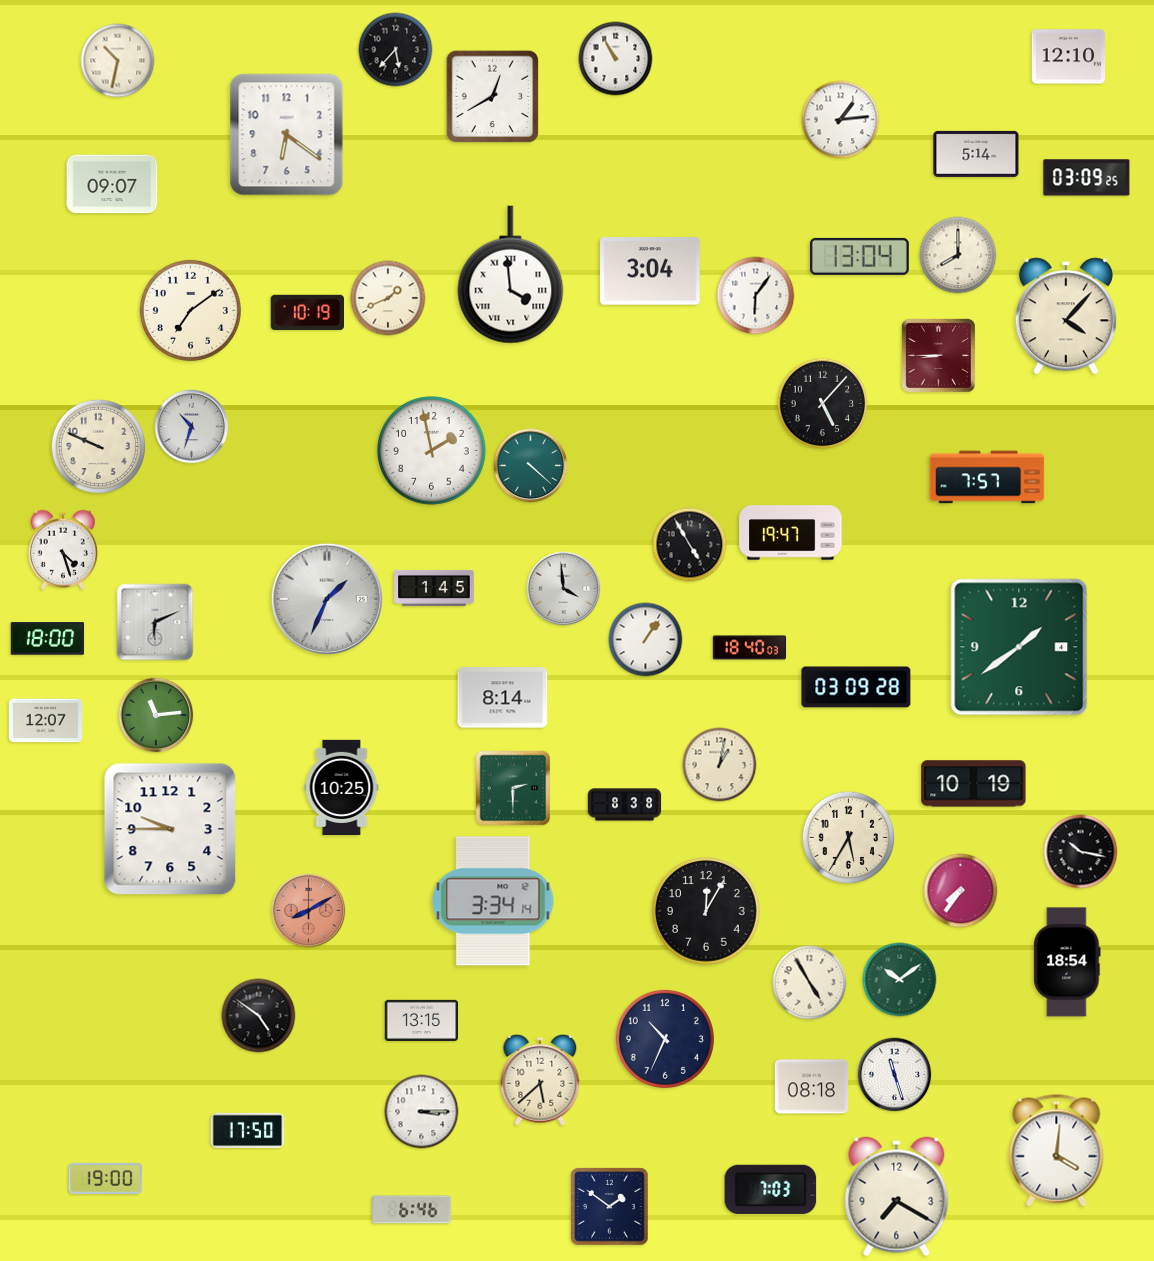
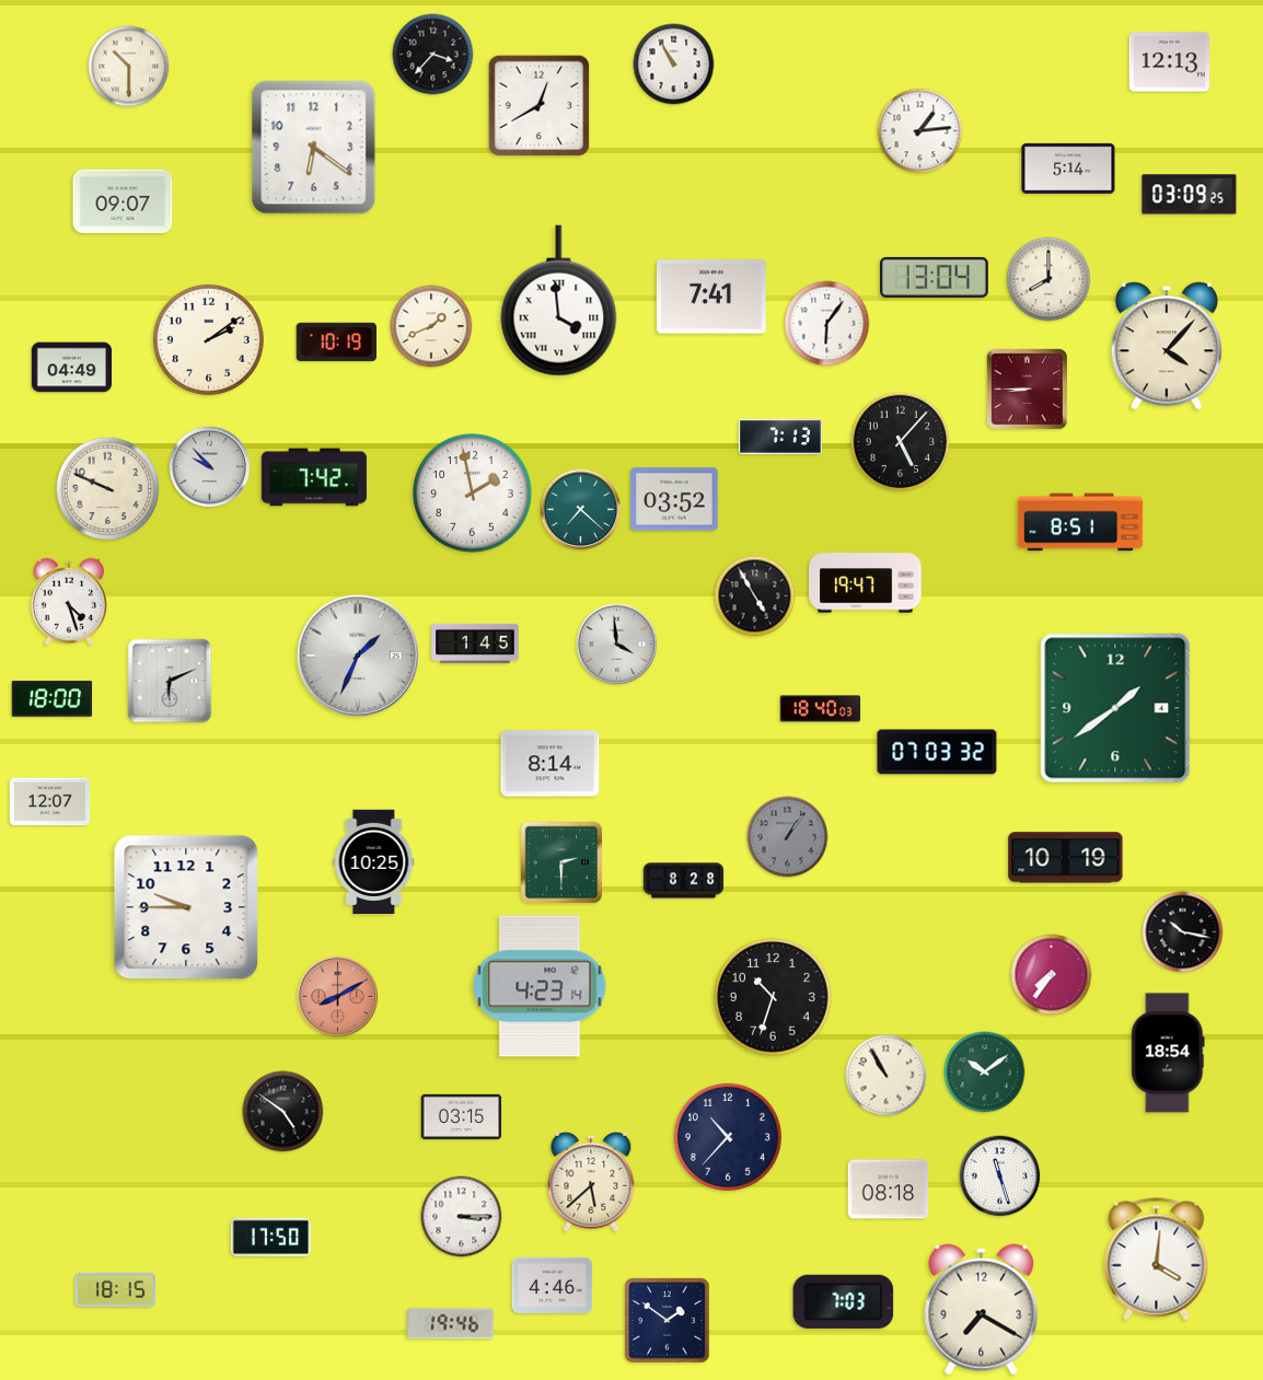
clock at (396, 50): 5:37 -> 3:37
clock at (1069, 57): 12:10 -> 12:13
clock at (118, 61): 10:32 -> 10:30
clock at (859, 256) position: (859, 256) -> (934, 277)
clock at (651, 271): 3:04 -> 7:41
clock at (388, 298) position: (388, 298) -> (431, 326)
clock at (190, 310): 7:09 -> 2:09
clock at (72, 368): none -> 04:49
clock at (780, 437): none -> 7:13
clock at (192, 427): 10:33 -> 9:53
clock at (314, 477): none -> 7:42
clock at (674, 499): none -> 03:52
clock at (531, 466): 4:22 -> 7:22
clock at (987, 477): 7:57 -> 8:51
clock at (646, 640): 1:06 -> none
clock at (856, 687): 03:09 -> 07:03
clock at (156, 715): 11:14 -> none
clock at (46, 721) position: (46, 721) -> (50, 802)
clock at (720, 765): 1:02 -> 1:06
clock at (720, 765) dial: cream -> grey
clock at (625, 805): 8:38 -> 8:28
clock at (849, 838): 5:35 -> none
clock at (493, 901): 3:34 -> 4:23
clock at (707, 912): 12:05 -> 10:33
clock at (810, 983): 4:55 -> 10:55
clock at (422, 1020): 13:15 -> 03:15
clock at (665, 1039): 10:34 -> 10:37
clock at (895, 1075) position: (895, 1075) -> (1000, 1176)
clock at (553, 1285): none -> 4:46
clock at (106, 1178): 19:00 -> 18:15
clock at (412, 1210): 6:46 -> 19:46
